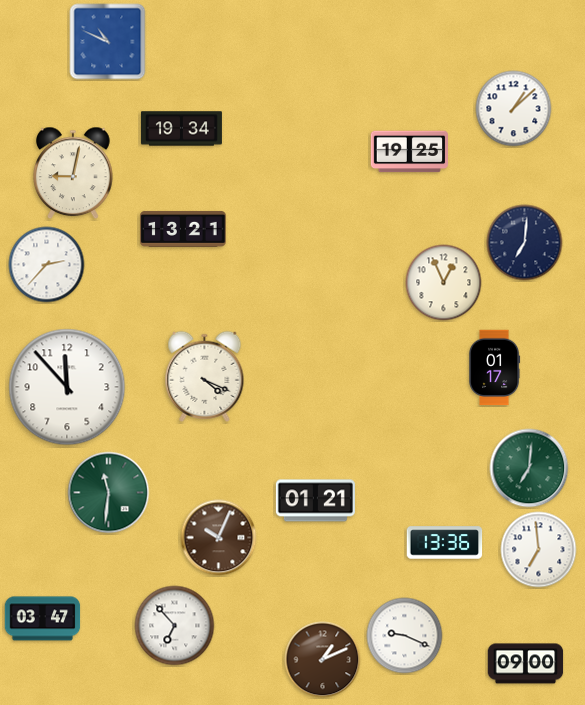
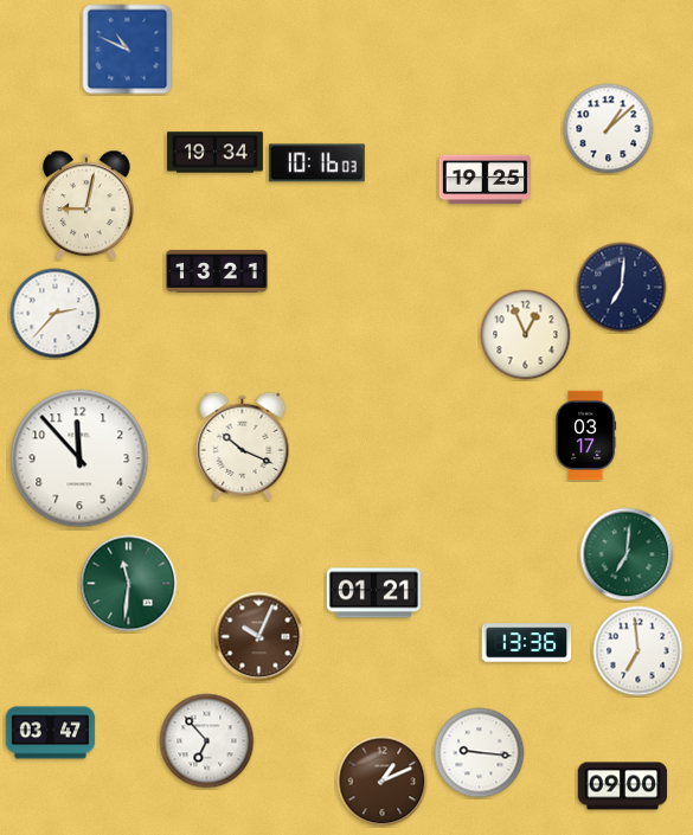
clock at (316, 163): none -> 10:16
clock at (495, 368): 01:17 -> 03:17
clock at (205, 376): 4:19 -> 10:19
clock at (405, 636): 9:19 -> 9:16
